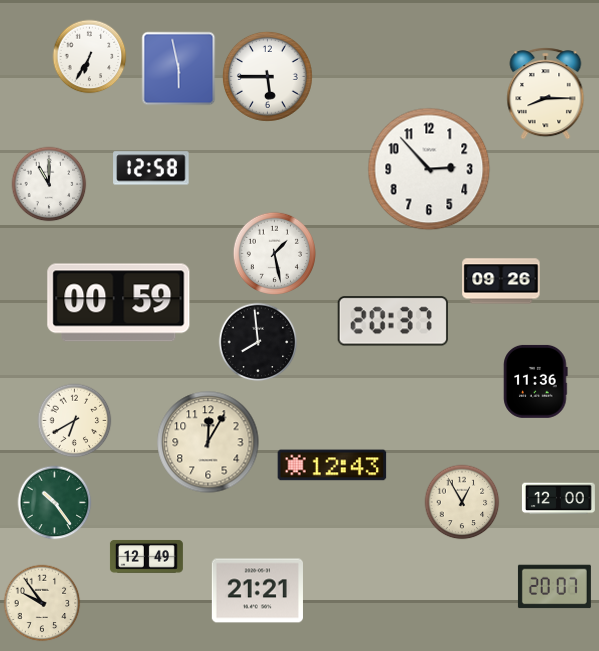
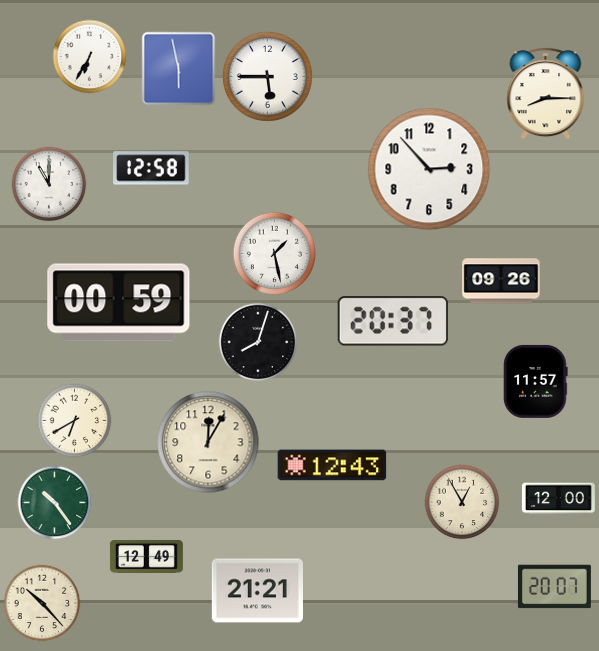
clock at (258, 342): 7:59 -> 8:03
clock at (536, 381): 11:36 -> 11:57
clock at (42, 603): 9:54 -> 10:23
